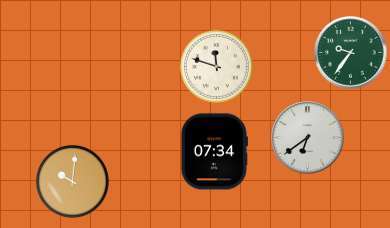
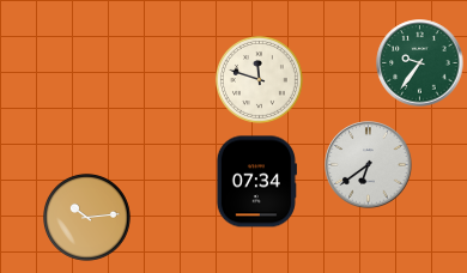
clock at (72, 181): 10:01 -> 10:14
